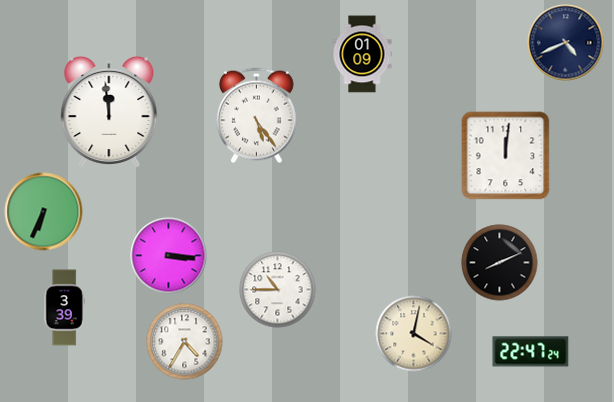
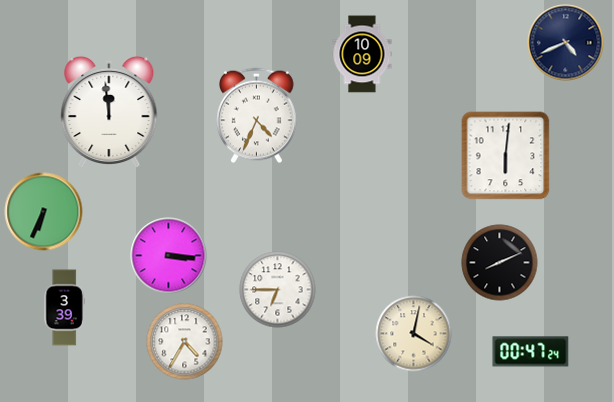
clock at (362, 54): 01:09 -> 10:09
clock at (257, 116): 5:24 -> 4:34
clock at (506, 156): 12:01 -> 6:01
clock at (278, 290): 10:45 -> 6:45
clock at (531, 352): 22:47 -> 00:47
